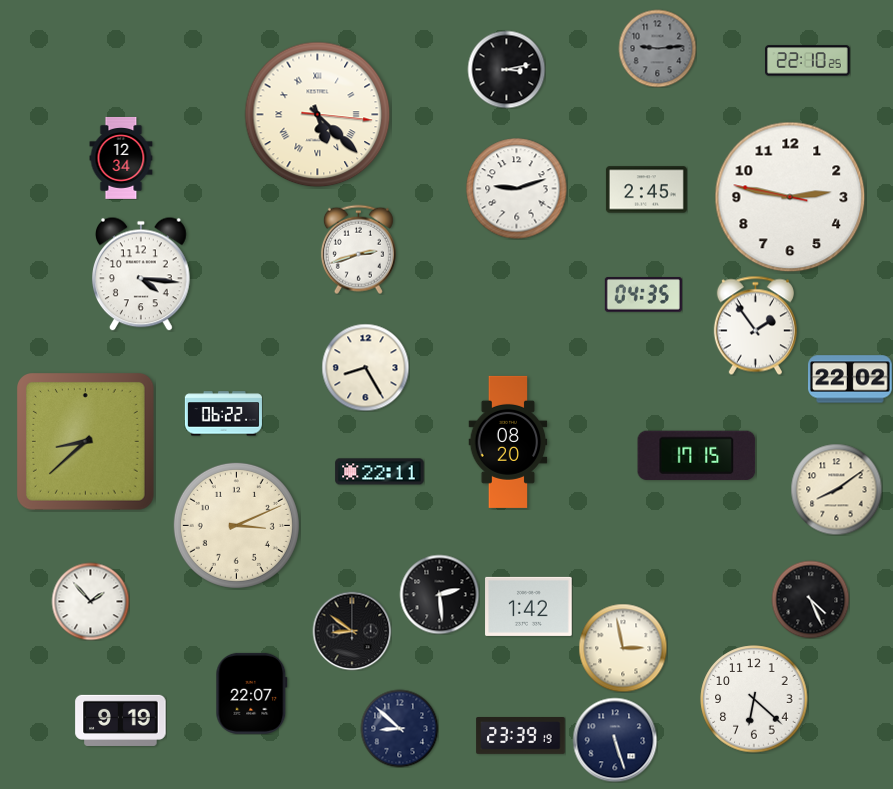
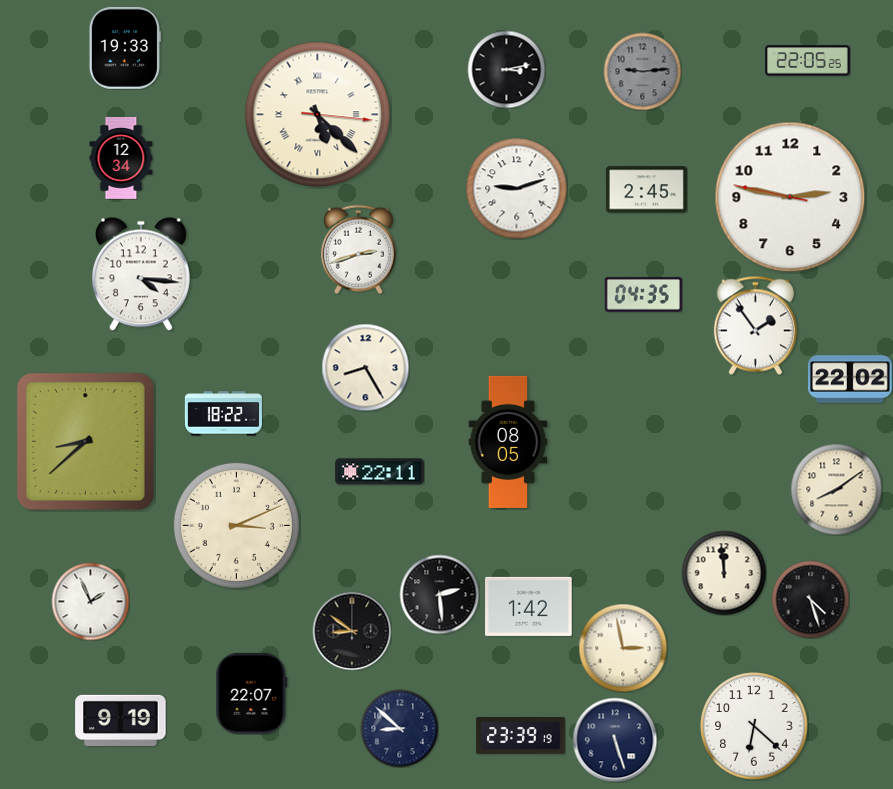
clock at (125, 48): none -> 19:33
clock at (657, 48) position: (657, 48) -> (642, 71)
clock at (808, 61): 22:10 -> 22:05
clock at (223, 414): 06:22 -> 18:22
clock at (508, 442): 08:20 -> 08:05
clock at (697, 455): 17:15 -> none
clock at (724, 573): none -> 11:59
clock at (810, 599): 4:26 -> 4:27
clock at (90, 601): 1:53 -> 1:56
clock at (754, 699) position: (754, 699) -> (754, 726)
